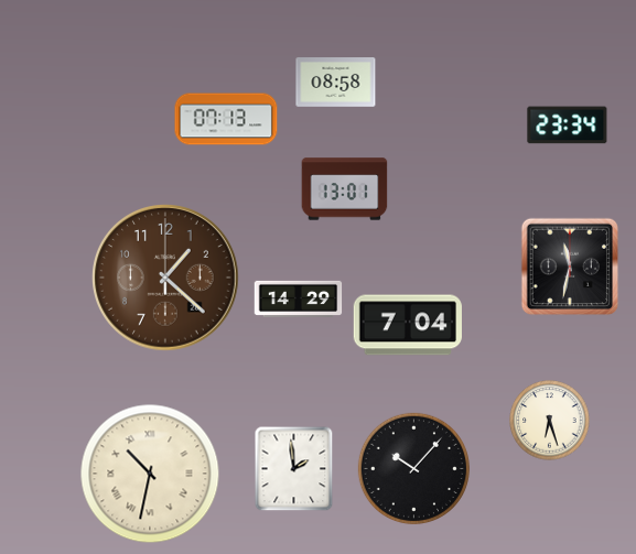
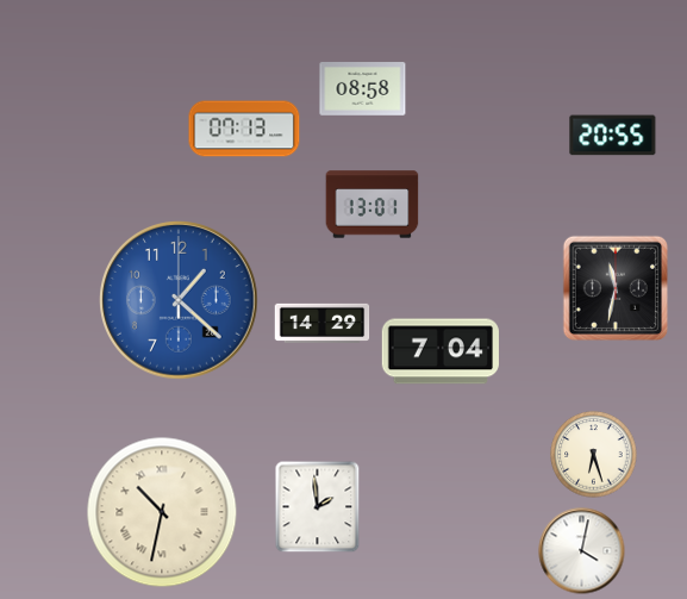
clock at (568, 126): 23:34 -> 20:55
clock at (165, 278) dial: brown -> blue
clock at (413, 468): 10:07 -> none
clock at (582, 551): none -> 4:02
